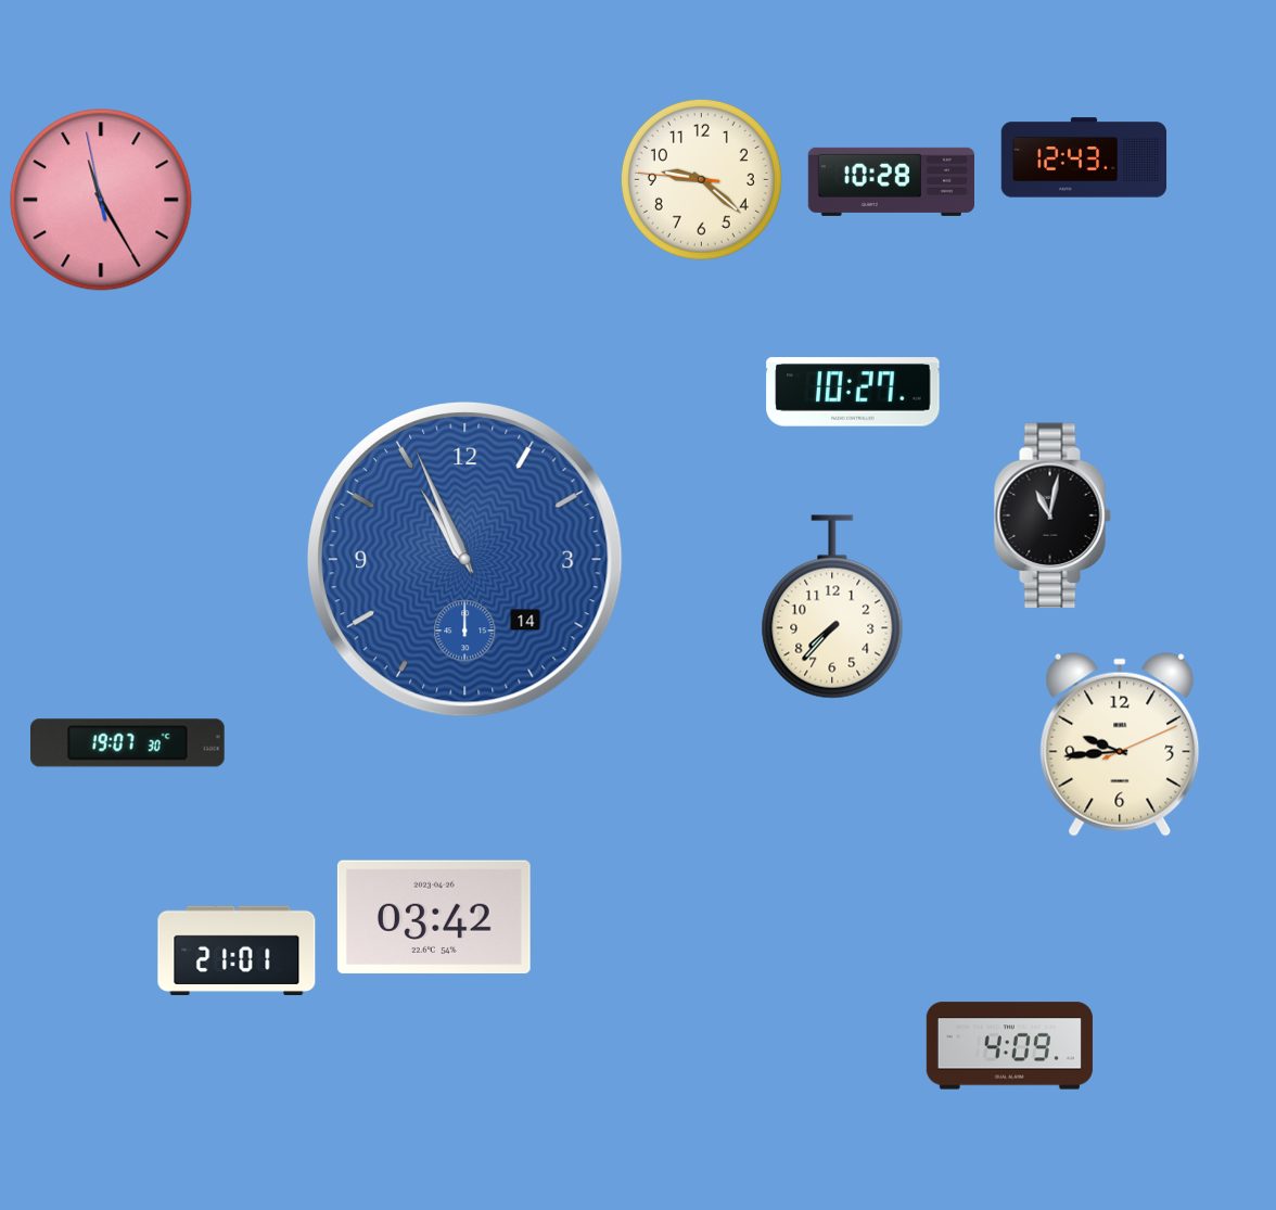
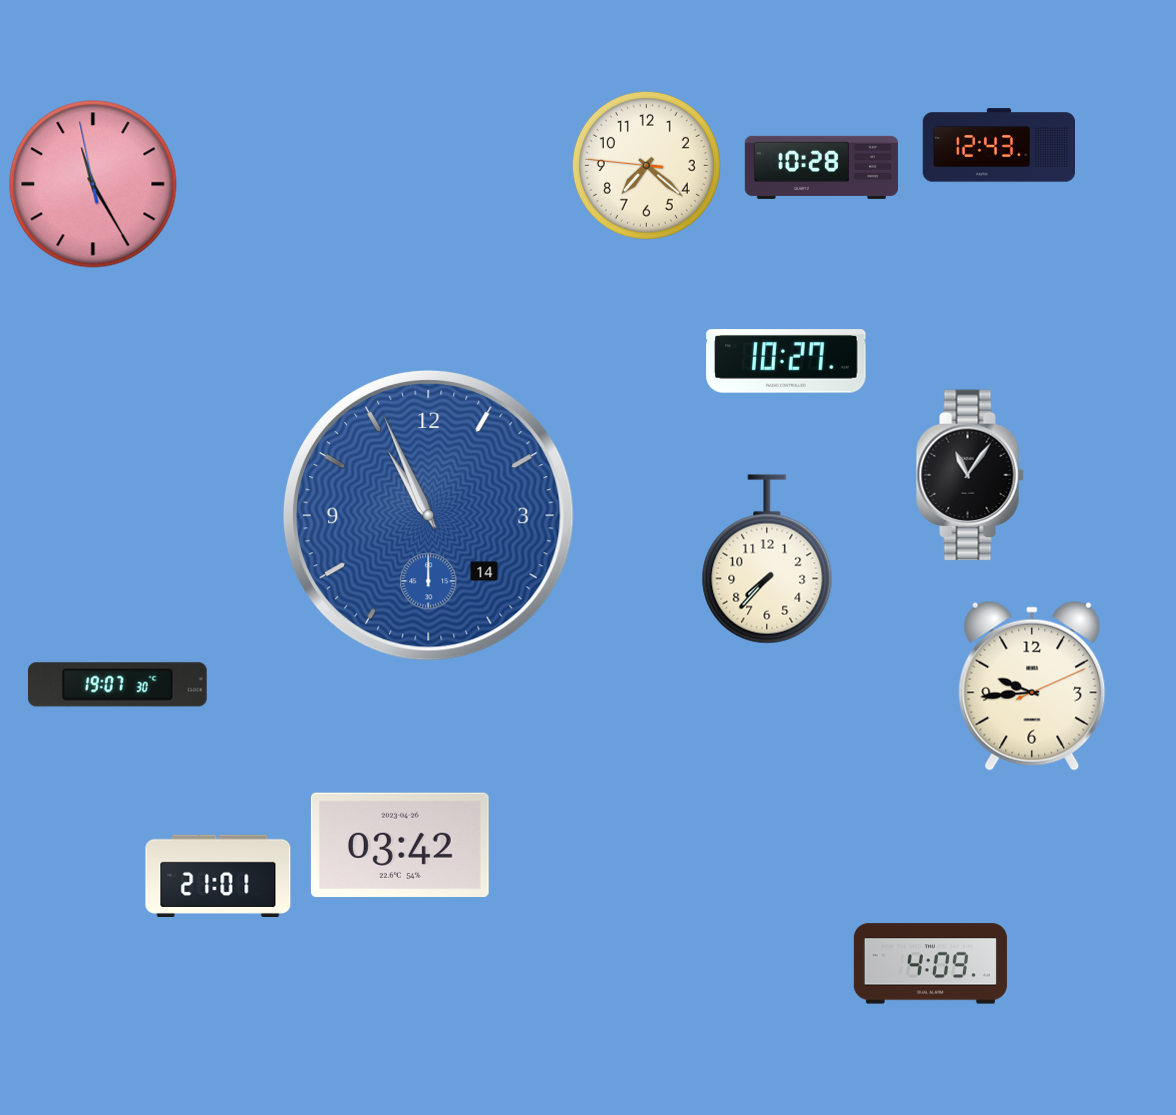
clock at (701, 179): 9:21 -> 7:21
clock at (1052, 515): 11:02 -> 11:06
